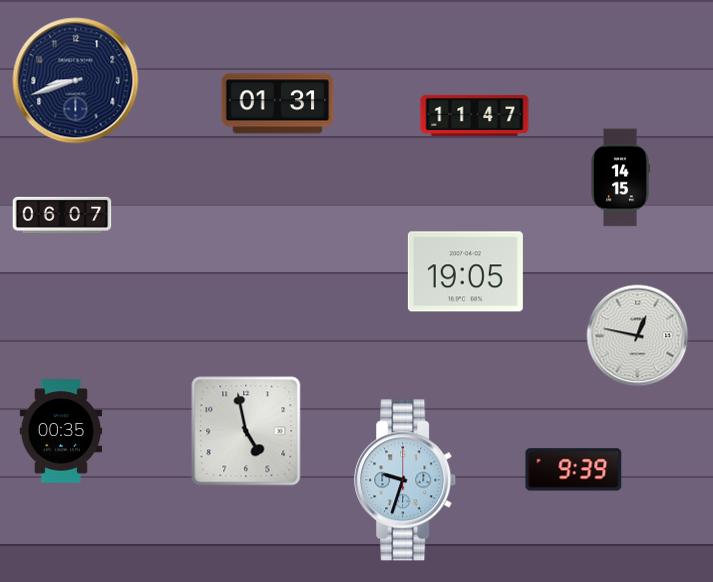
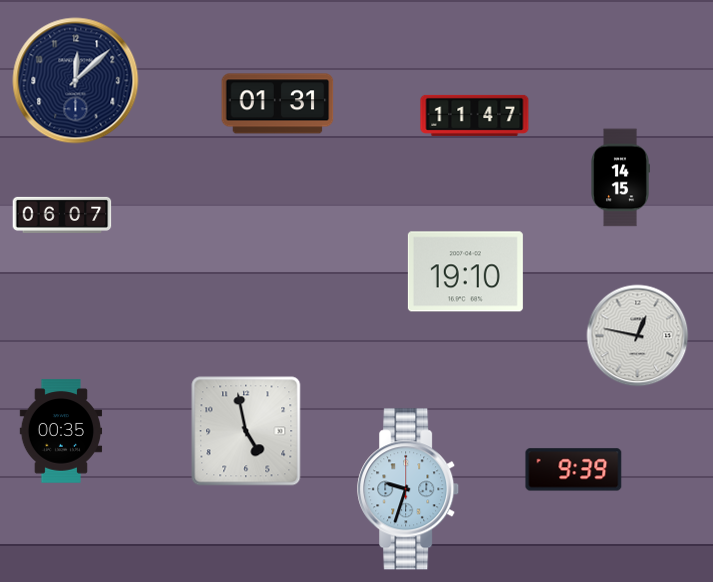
clock at (76, 81): 8:42 -> 12:08
clock at (465, 272): 19:05 -> 19:10
clock at (406, 480) position: (406, 480) -> (409, 489)
